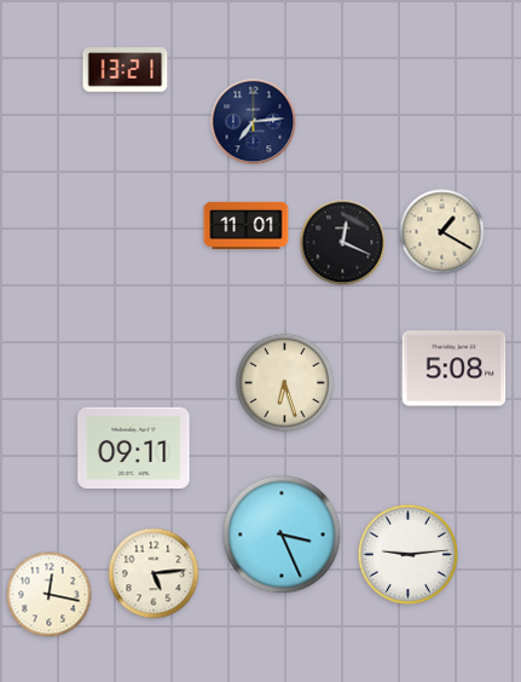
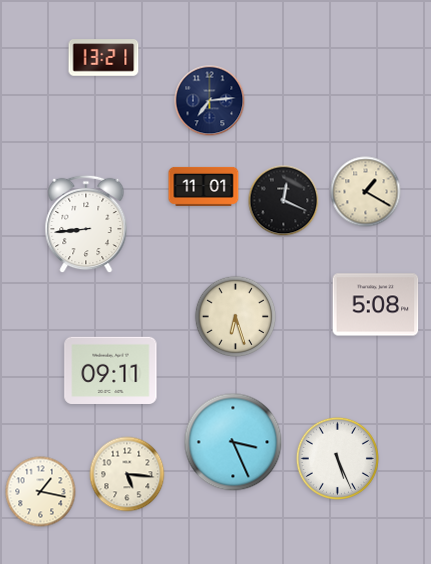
clock at (86, 224): none -> 8:44
clock at (407, 554): 9:14 -> 5:26
clock at (154, 573): 5:14 -> 5:16
clock at (50, 595): 12:17 -> 1:17
